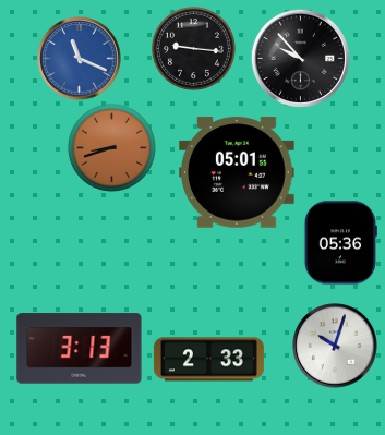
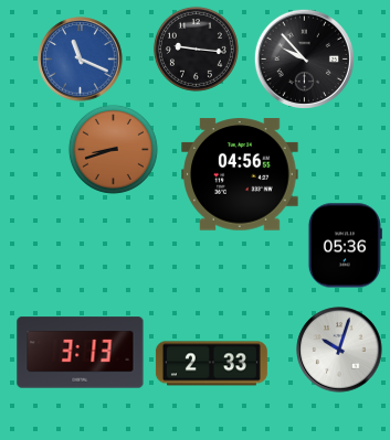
clock at (238, 172): 05:01 -> 04:56
